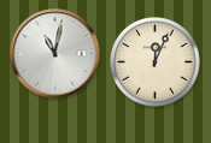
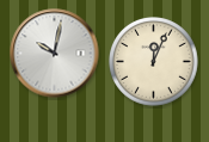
clock at (55, 54): 11:02 -> 10:02
